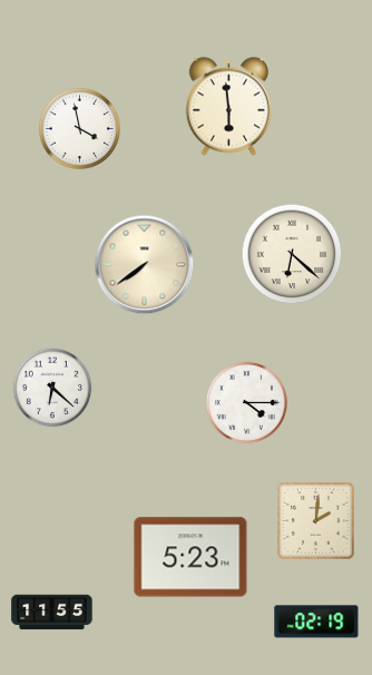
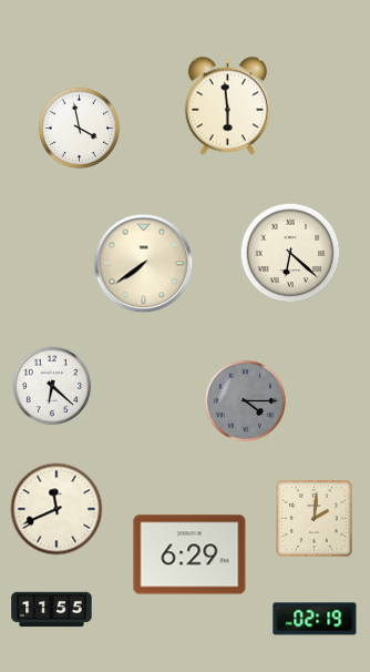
clock at (246, 402) dial: white -> grey
clock at (56, 509): none -> 11:41
clock at (190, 557): 5:23 -> 6:29
